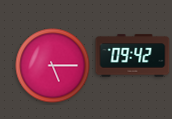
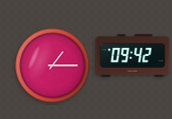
clock at (53, 66): 5:15 -> 1:15
